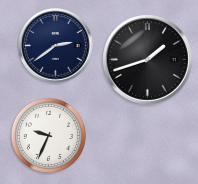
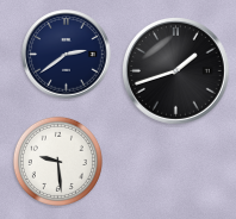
clock at (48, 135): 9:34 -> 9:29
